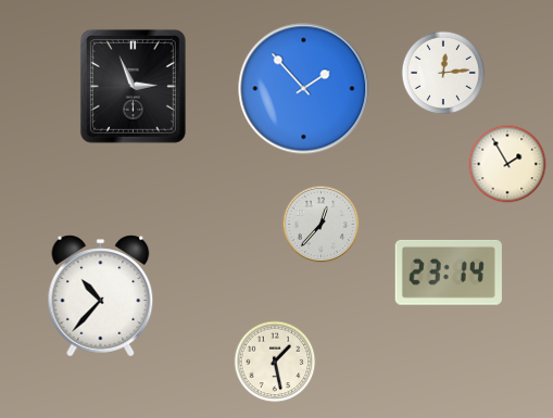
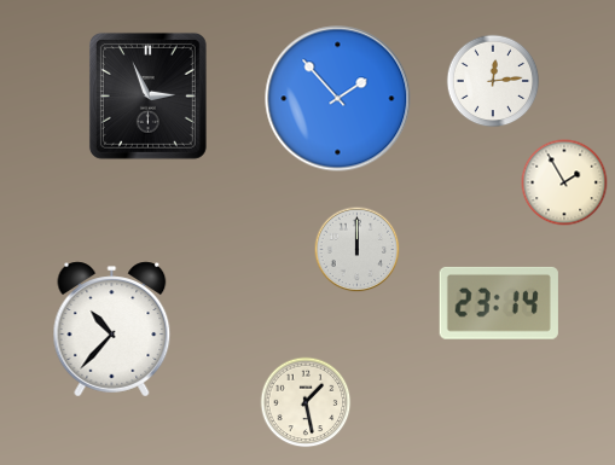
clock at (322, 225): 12:37 -> 12:00
